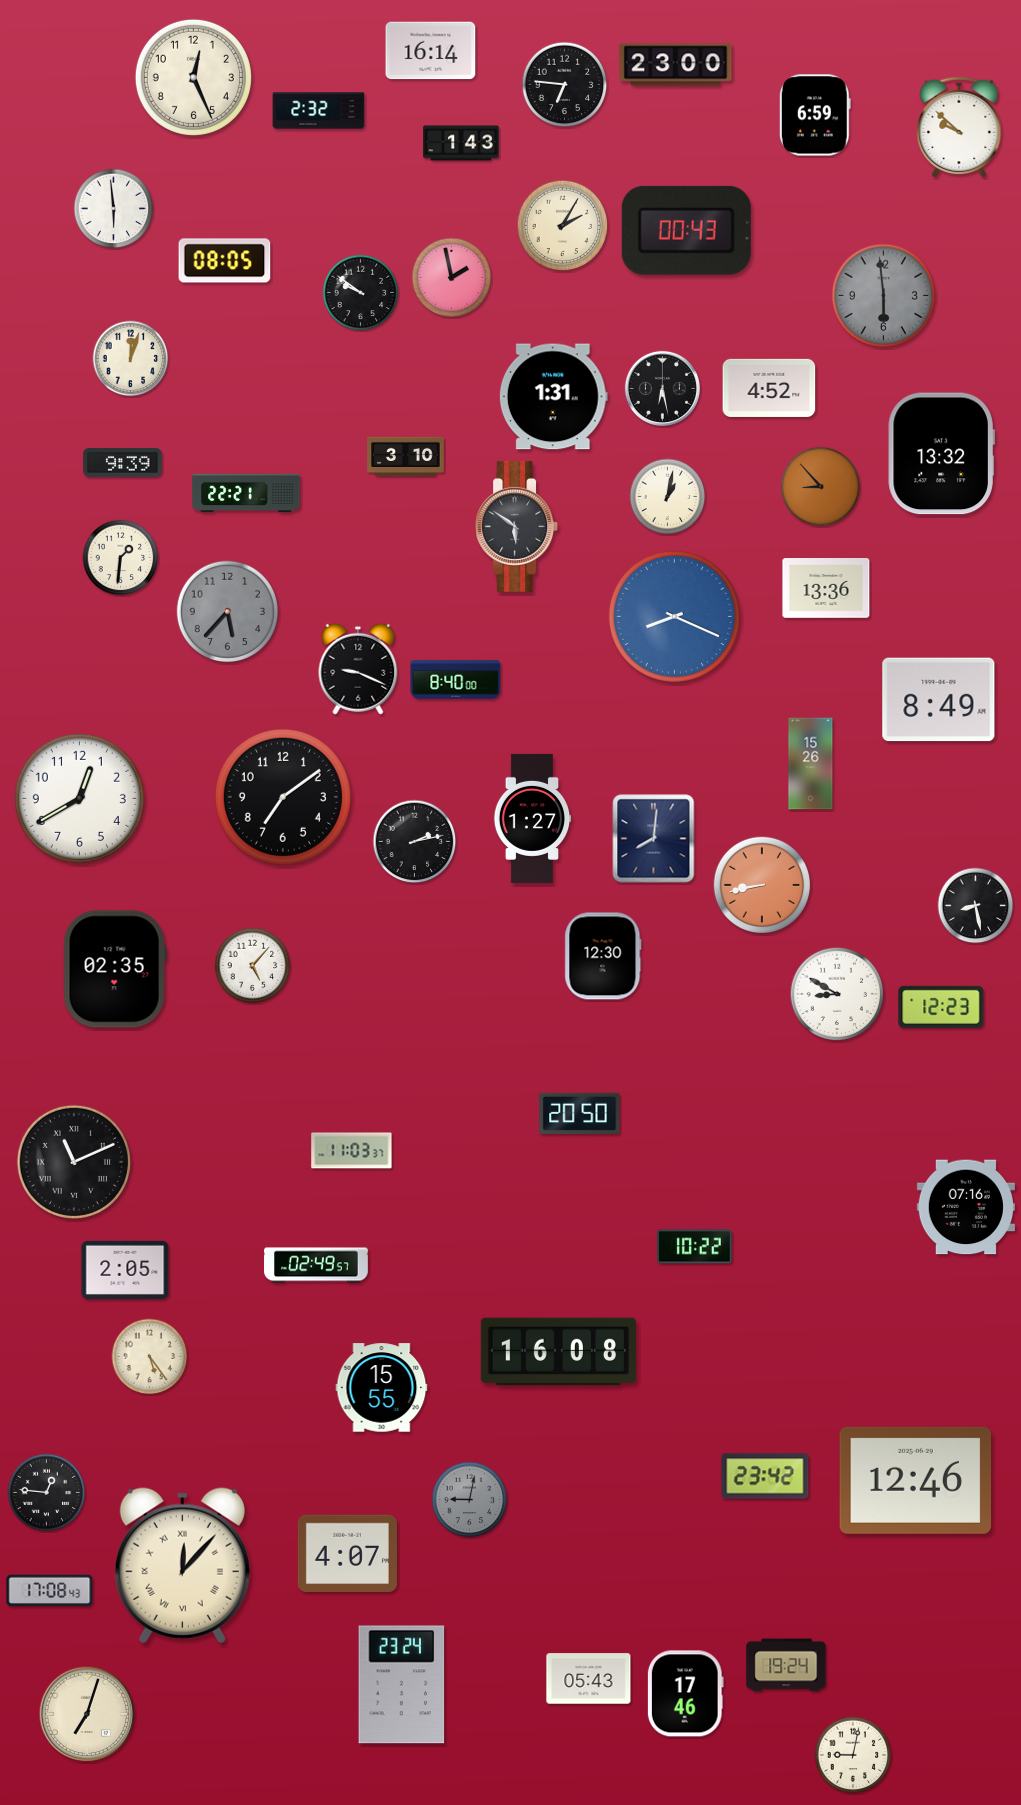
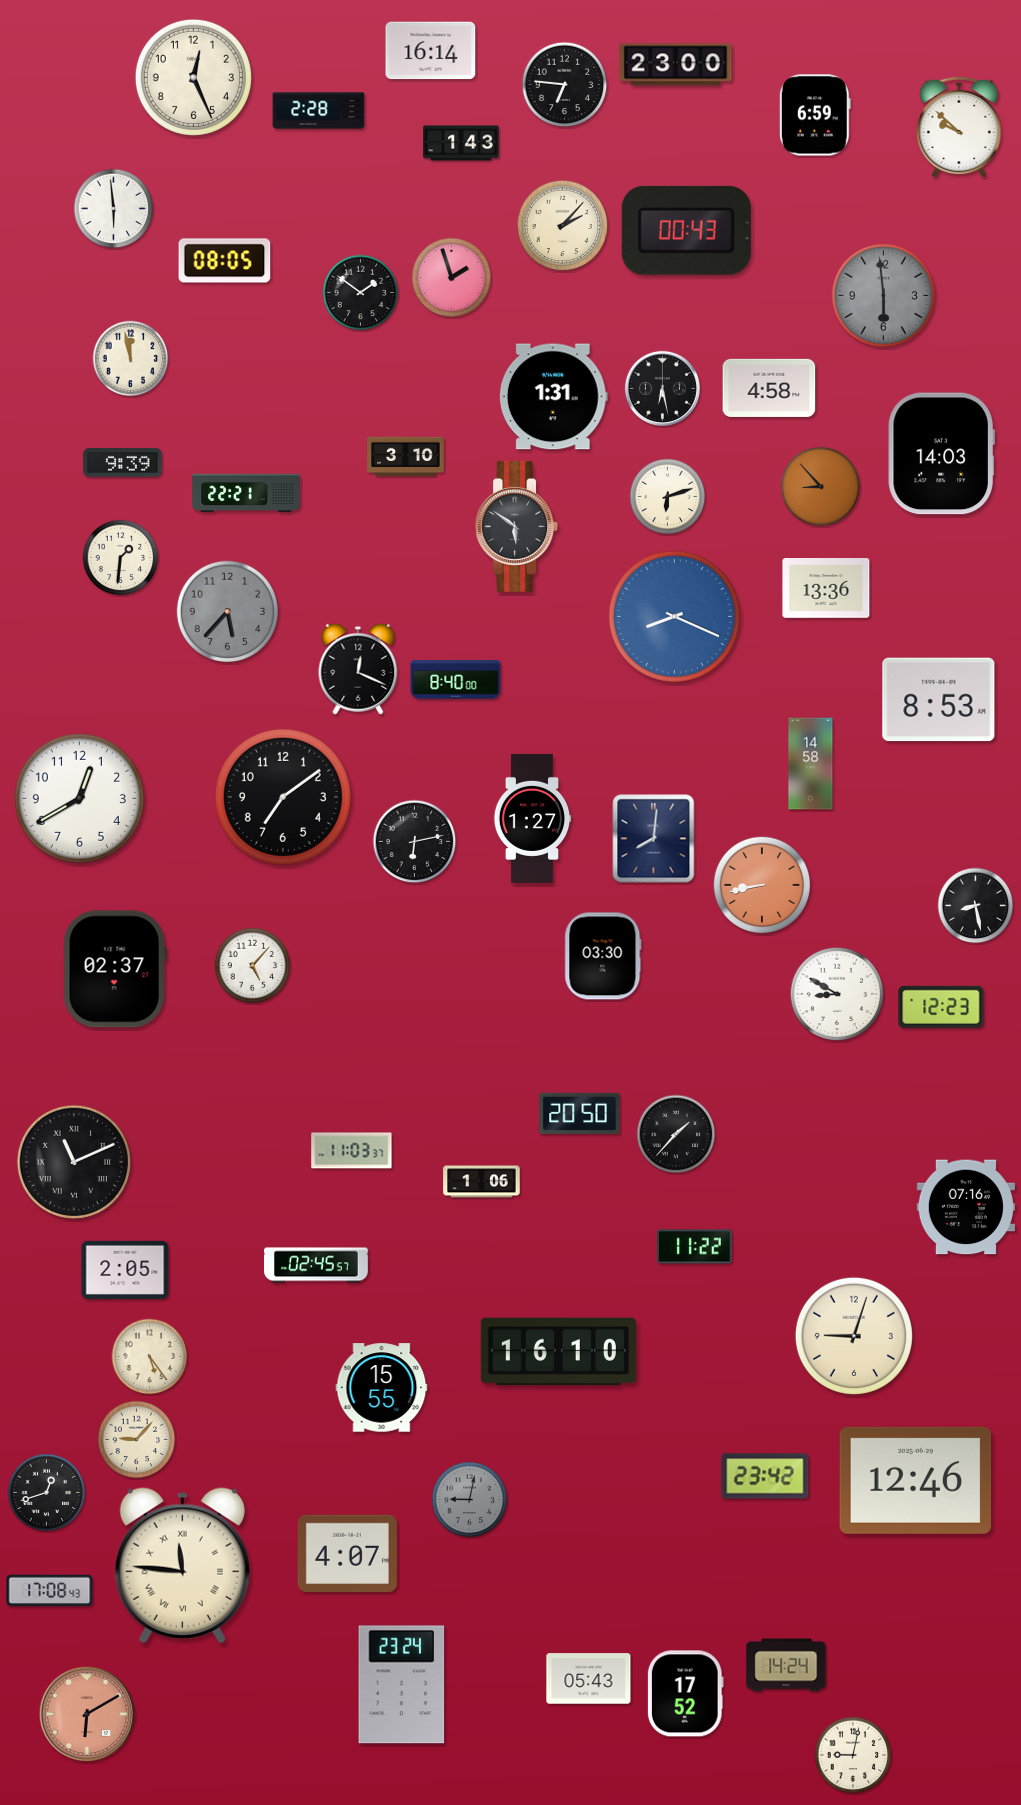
clock at (319, 111): 2:32 -> 2:28
clock at (563, 226): 2:05 -> 2:07
clock at (452, 278): 1:58 -> 1:57
clock at (361, 293): 9:51 -> 1:51
clock at (131, 359): 12:03 -> 11:58
clock at (769, 388): 4:52 -> 4:58
clock at (941, 454): 13:32 -> 14:03
clock at (668, 497): 1:02 -> 6:12
clock at (358, 669): 9:19 -> 12:19
clock at (939, 700): 8:49 -> 8:53
clock at (811, 764): 15:26 -> 14:58
clock at (415, 842): 2:13 -> 6:13
clock at (603, 956): 12:30 -> 03:30
clock at (115, 969): 02:35 -> 02:37
clock at (676, 1134): none -> 1:37
clock at (482, 1182): none -> 1:06
clock at (695, 1247): 10:22 -> 11:22
clock at (316, 1265): 02:49 -> 02:45
clock at (854, 1336): none -> 9:03
clock at (558, 1352): 16:08 -> 16:10
clock at (137, 1440): none -> 9:07
clock at (47, 1493): 12:46 -> 12:42
clock at (182, 1566): 12:07 -> 11:46
clock at (786, 1665): 19:24 -> 14:24
clock at (685, 1694): 17:46 -> 17:52
clock at (87, 1714): 7:03 -> 6:10
clock at (87, 1714) dial: cream -> salmon
